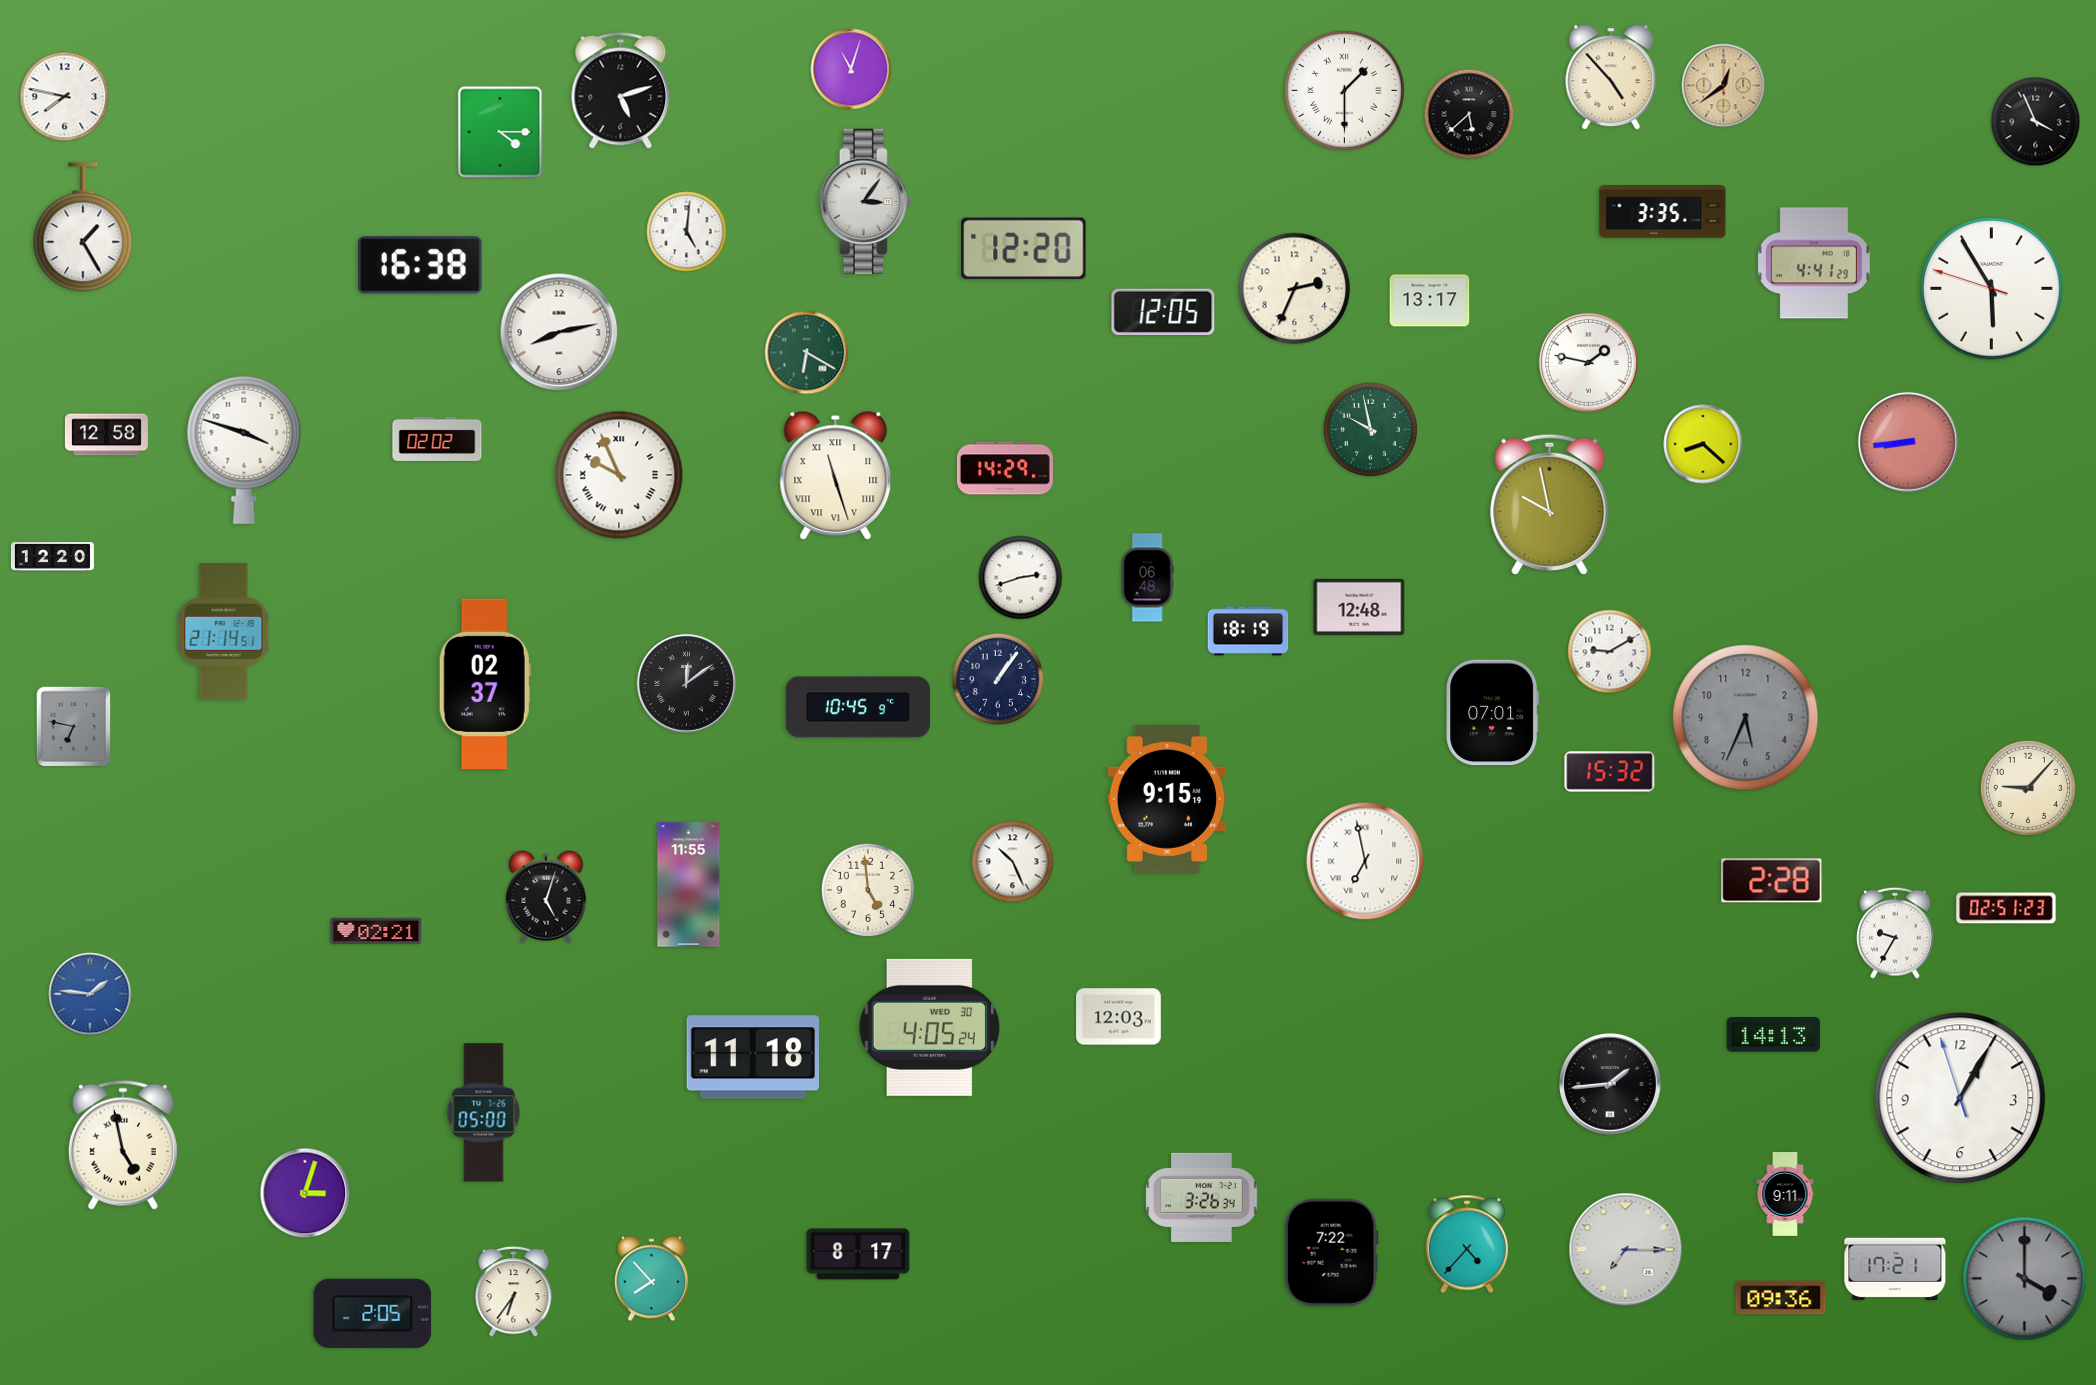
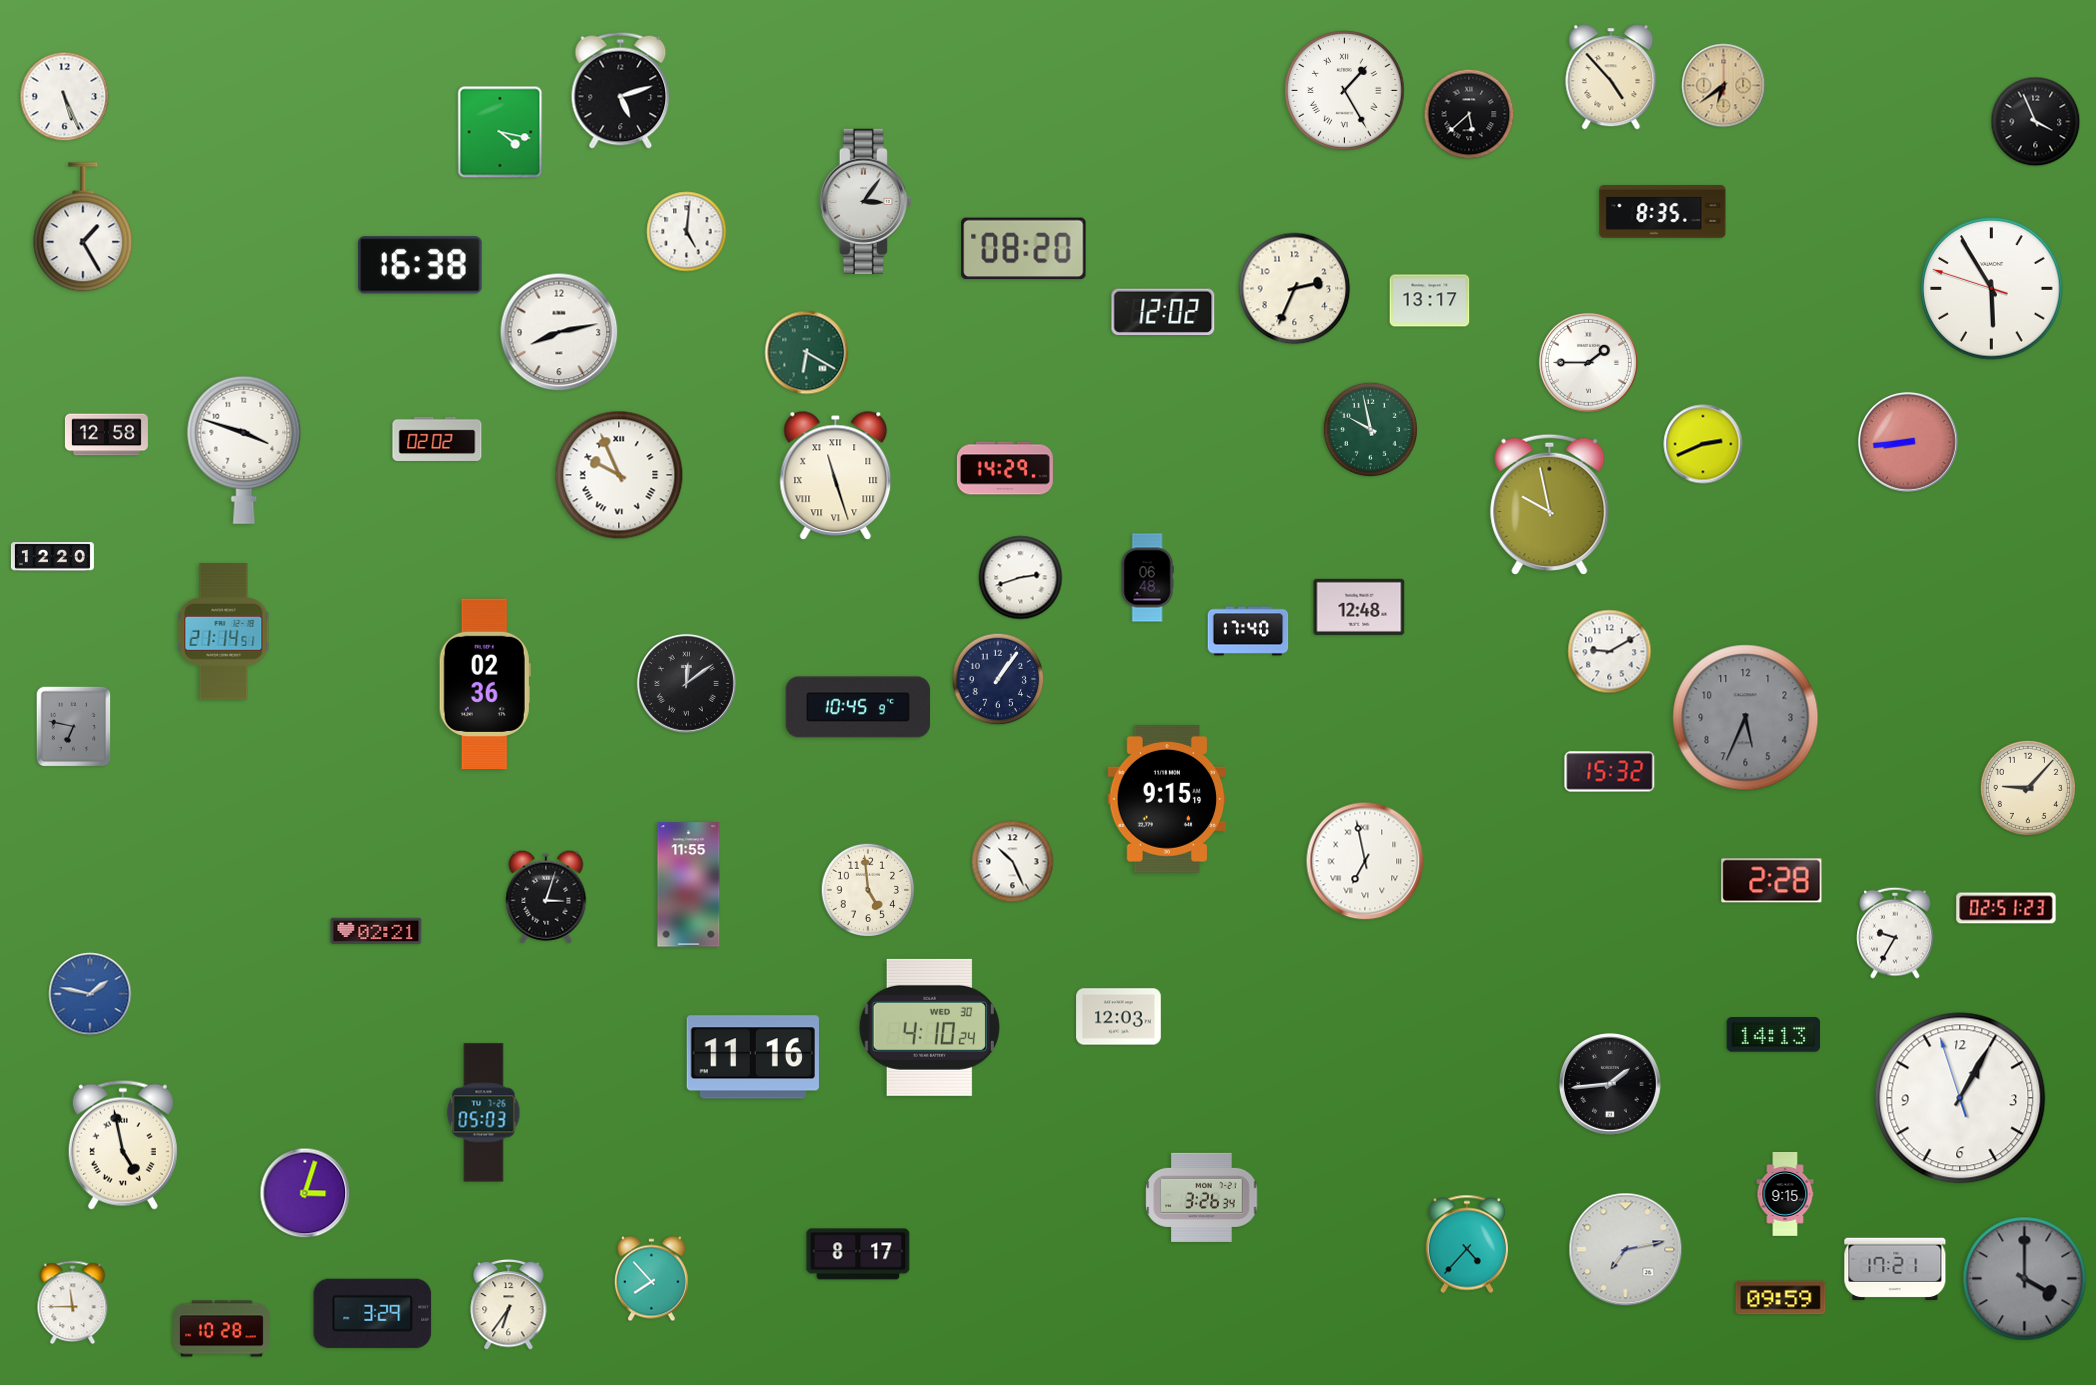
clock at (851, 69): 11:03 -> none
clock at (1724, 86): 12:39 -> 6:39
clock at (1345, 91): 1:30 -> 1:25
clock at (65, 97): 7:47 -> 5:26
clock at (500, 132): 4:15 -> 4:17
clock at (1663, 212): 3:35 -> 8:35
clock at (1024, 249): 12:20 -> 08:20
clock at (1814, 263): 4:41 -> none
clock at (1163, 311): 12:05 -> 12:02
clock at (1588, 362): 1:47 -> 1:45
clock at (1703, 444): 8:22 -> 2:41
clock at (1248, 631): 18:19 -> 17:40
clock at (485, 683): 02:37 -> 02:36
clock at (1493, 713): 07:01 -> none
clock at (546, 897): 5:03 -> 3:03
clock at (90, 994): 1:46 -> 1:47
clock at (929, 1027): 4:05 -> 4:10
clock at (753, 1057): 11:18 -> 11:16
clock at (484, 1113): 05:00 -> 05:03
clock at (1785, 1194): 9:11 -> 9:15
clock at (1626, 1250): 7:15 -> 7:13
clock at (1331, 1252): 7:22 -> none
clock at (514, 1291) position: (514, 1291) -> (509, 1304)
clock at (1781, 1298): 09:36 -> 09:59
clock at (73, 1303): none -> 11:45
clock at (373, 1313): 2:05 -> 3:29
clock at (222, 1329): none -> 10:28
